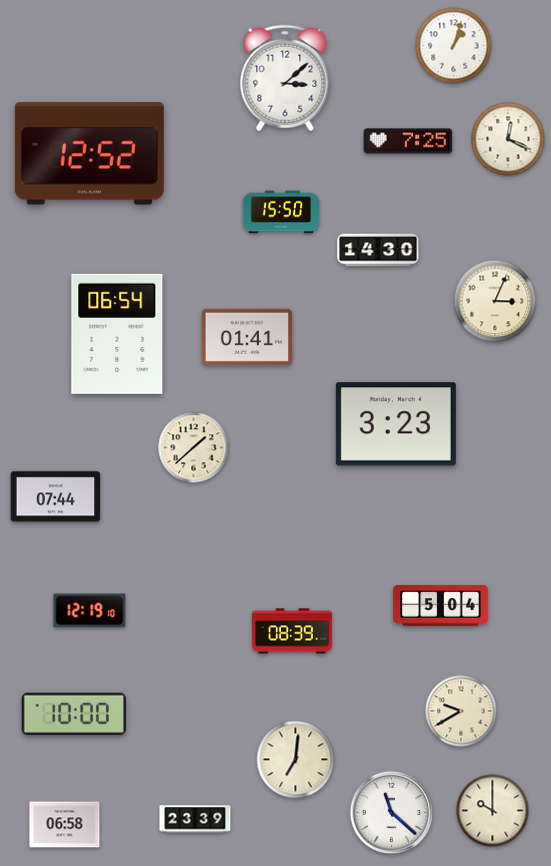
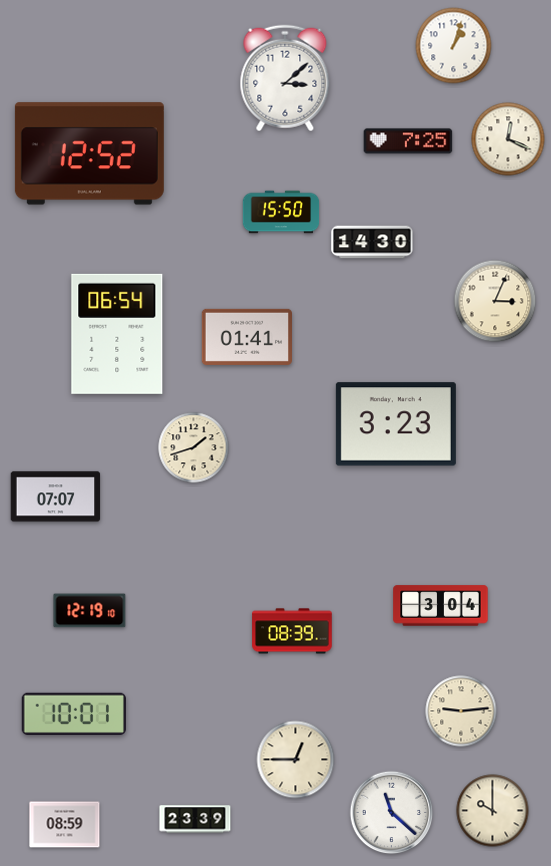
clock at (378, 250) position: (378, 250) -> (372, 242)
clock at (194, 448): 1:38 -> 1:42
clock at (56, 497): 07:44 -> 07:07
clock at (441, 606): 5:04 -> 3:04
clock at (461, 711): 9:40 -> 9:14
clock at (74, 713): 10:00 -> 10:01
clock at (296, 760): 7:01 -> 12:45
clock at (65, 825): 06:58 -> 08:59
